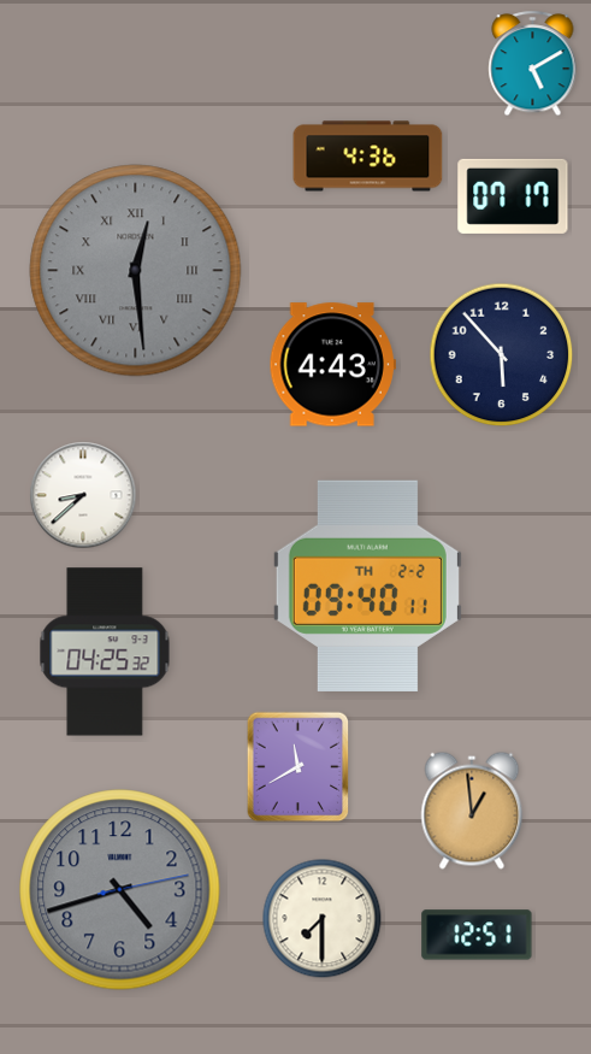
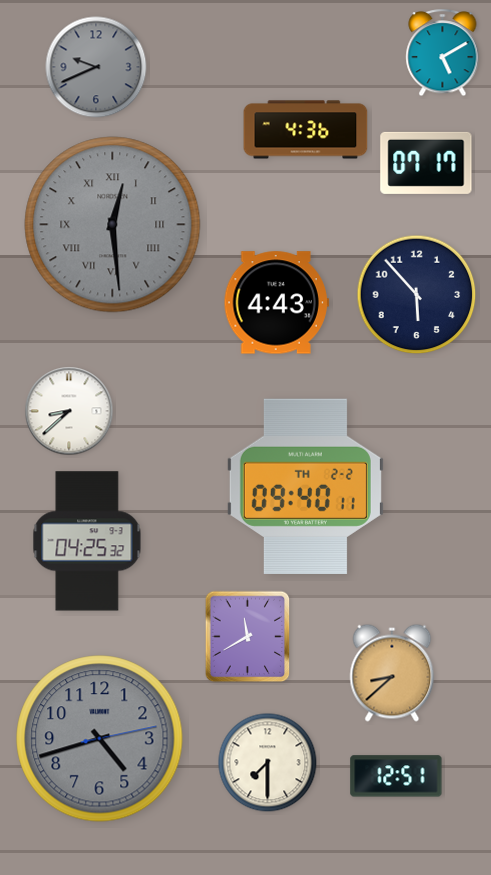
clock at (96, 67): none -> 9:41
clock at (472, 811): 12:59 -> 8:38
